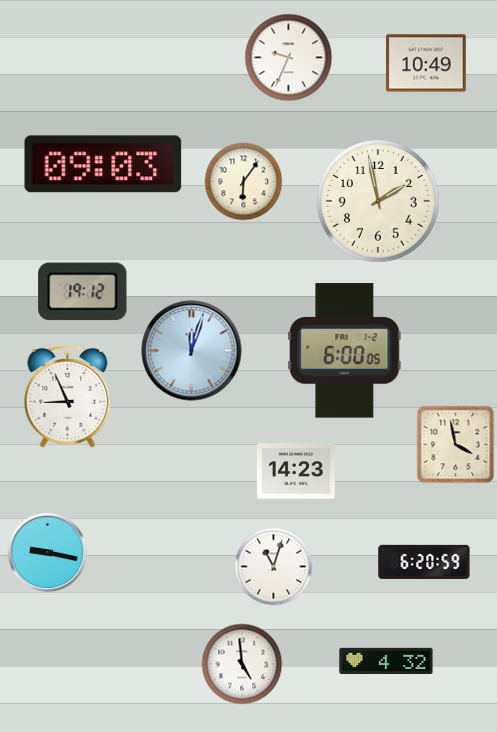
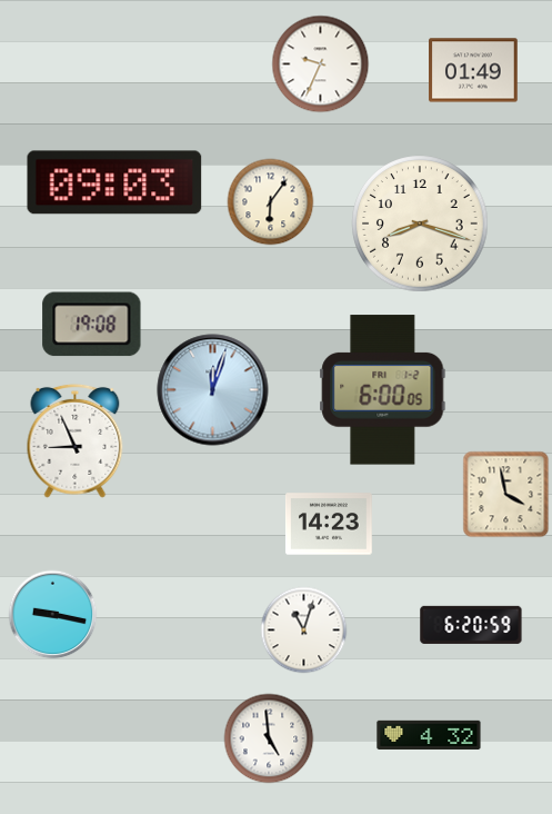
clock at (426, 63): 10:49 -> 01:49
clock at (378, 201): 1:58 -> 8:18
clock at (83, 292): 19:12 -> 19:08
